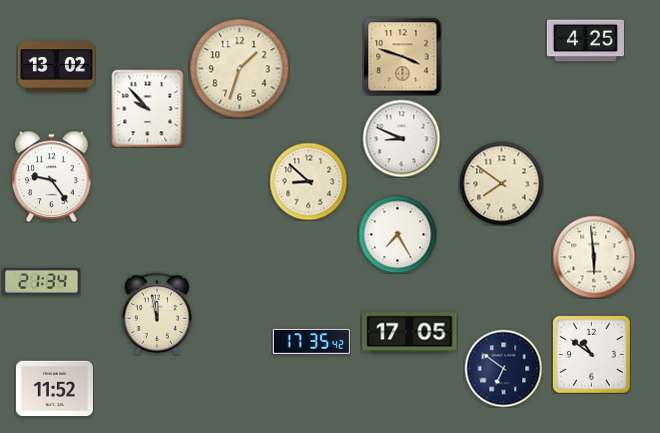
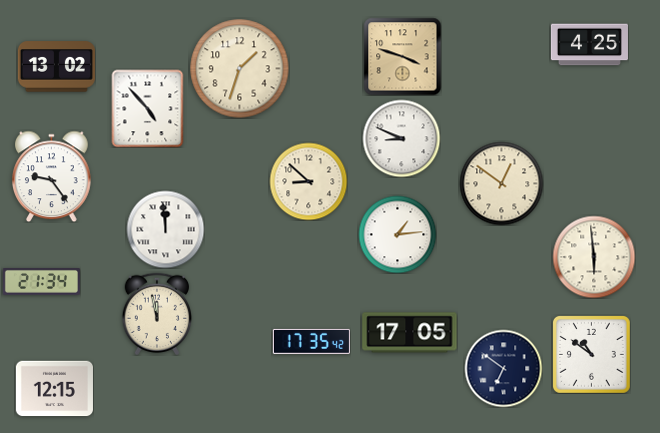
clock at (585, 41) position: (585, 41) -> (589, 45)
clock at (148, 108): 9:53 -> 4:53
clock at (501, 183): 7:51 -> 12:51
clock at (165, 229): none -> 11:59
clock at (397, 234): 7:25 -> 1:14
clock at (54, 389): 11:52 -> 12:15
